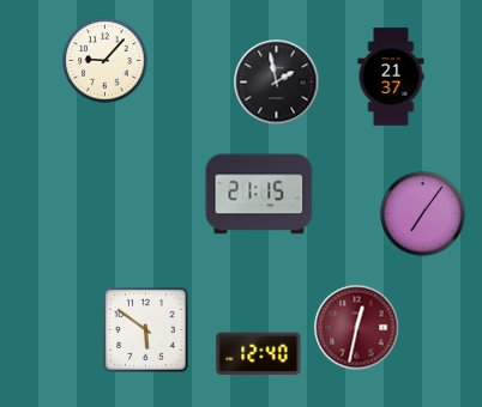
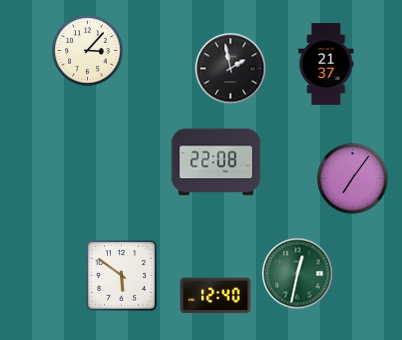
clock at (106, 61): 9:07 -> 3:07
clock at (259, 194): 21:15 -> 22:08
clock at (357, 328) dial: burgundy -> green
